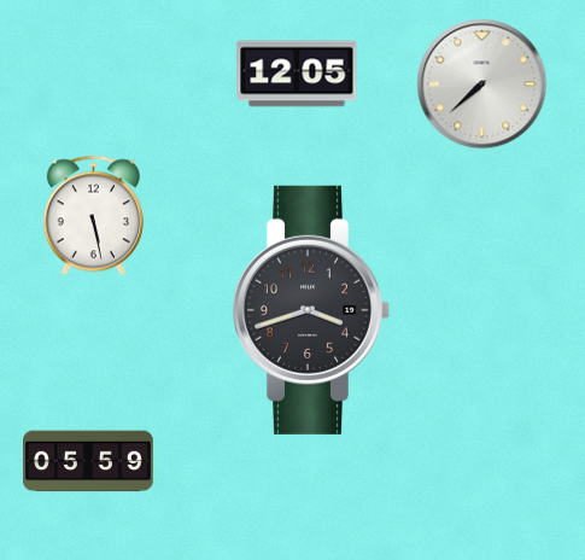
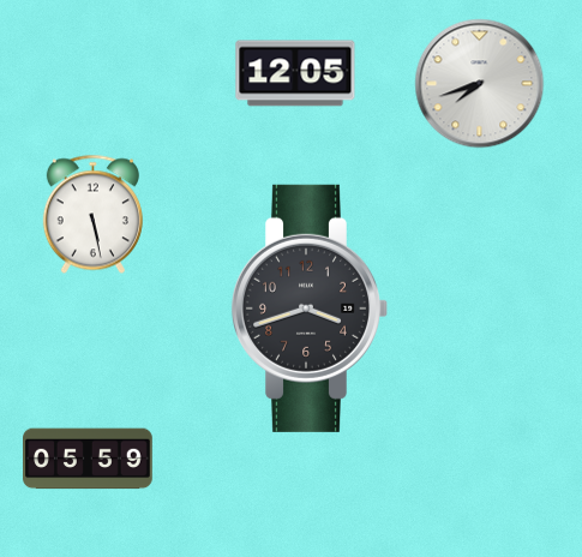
clock at (482, 84): 7:38 -> 7:42
